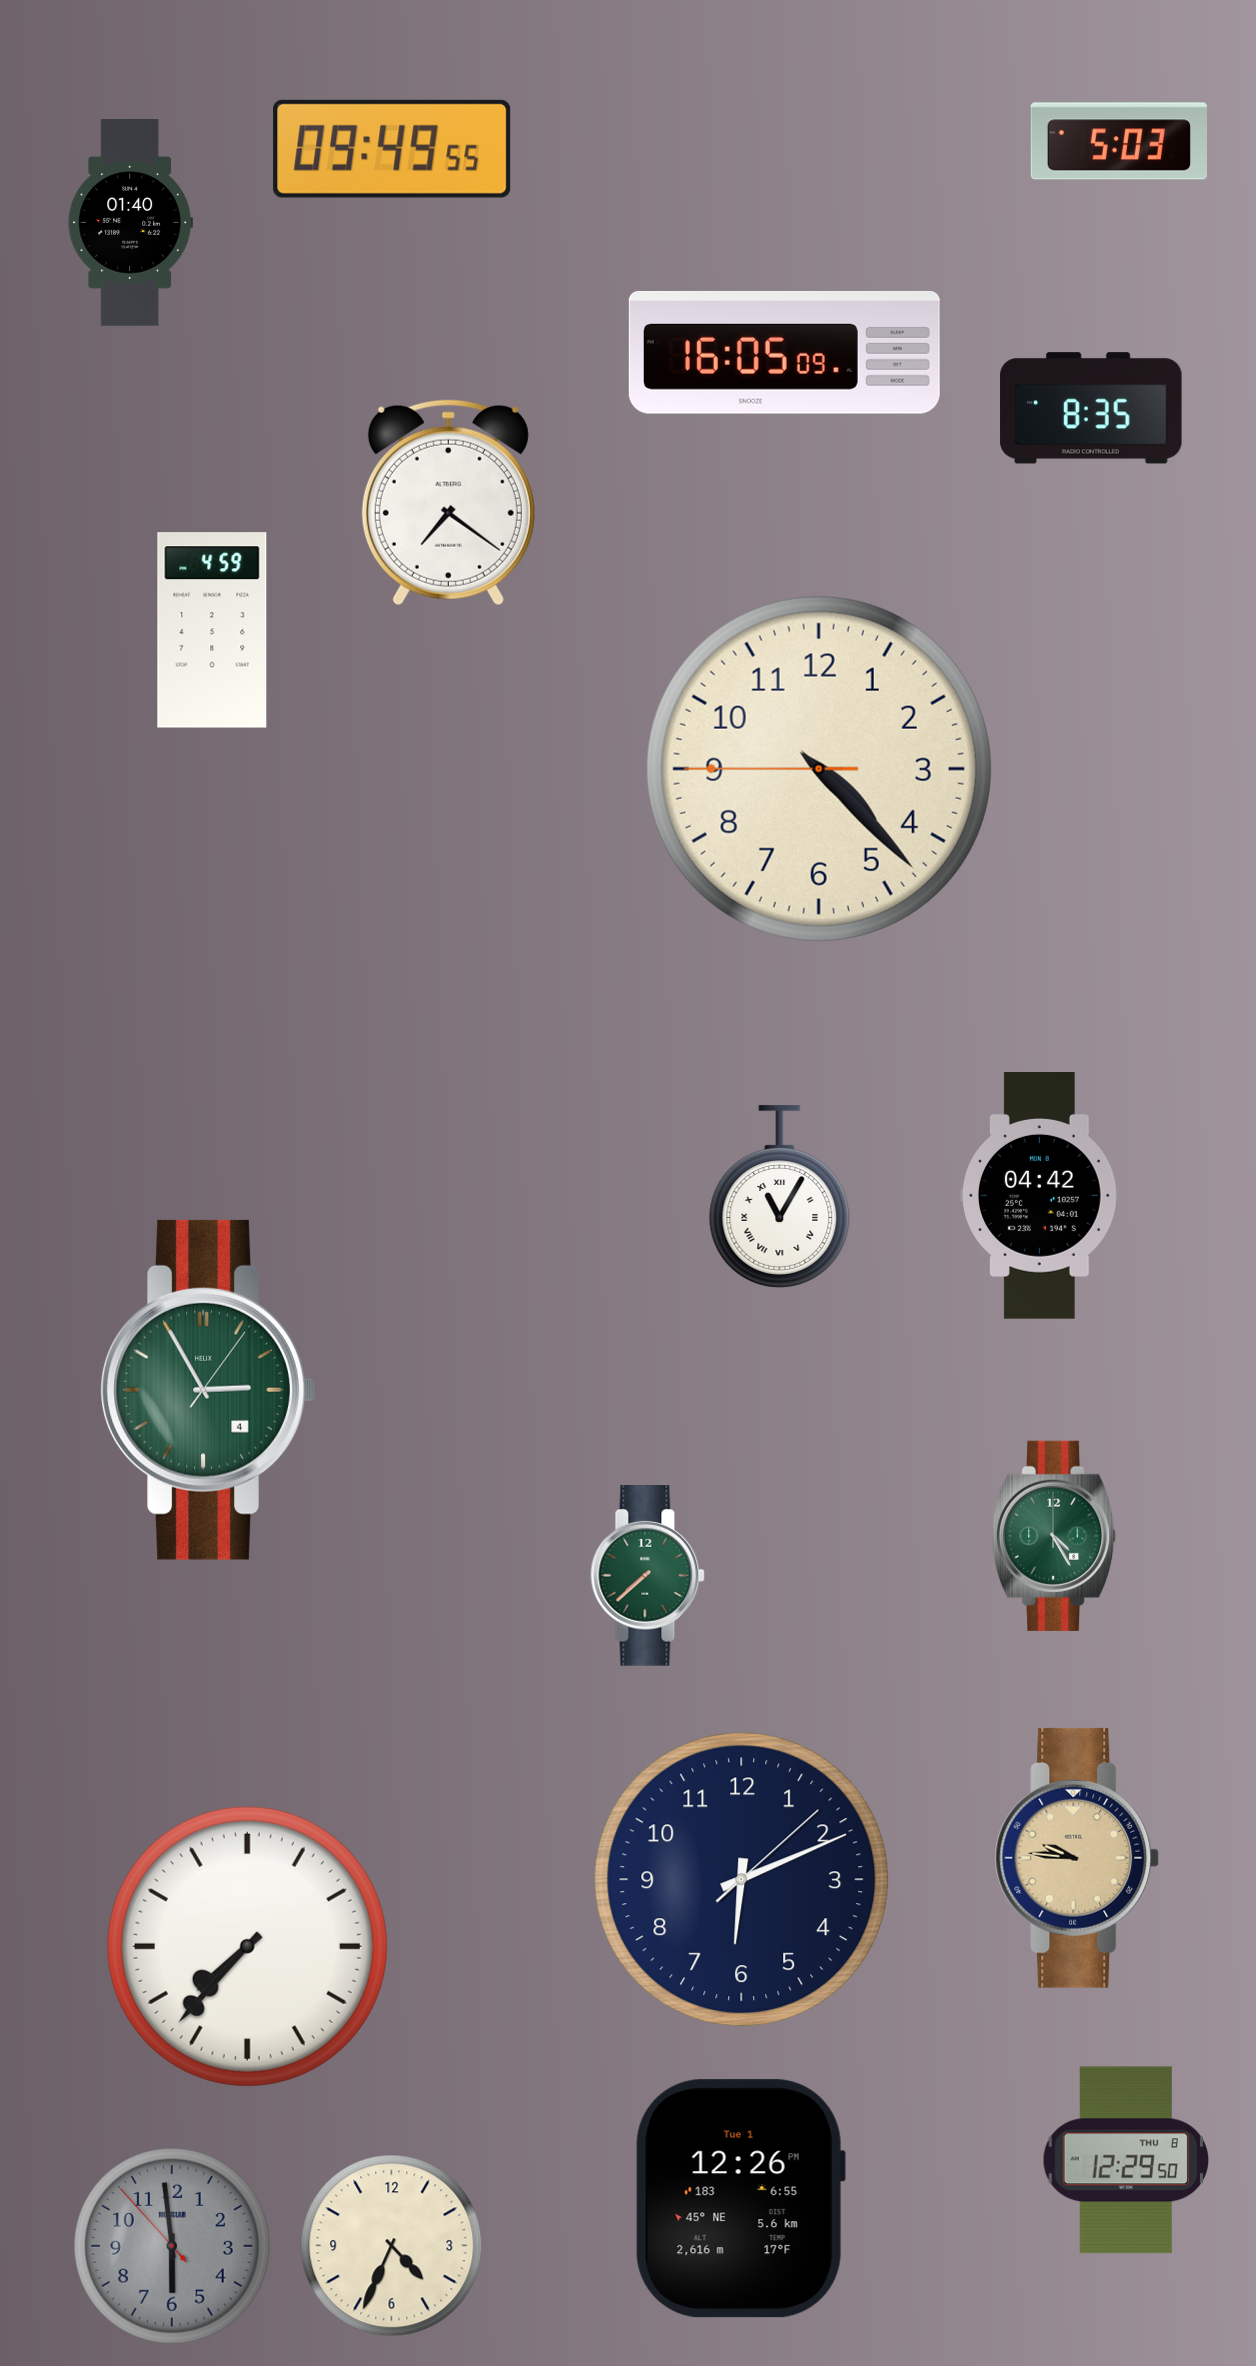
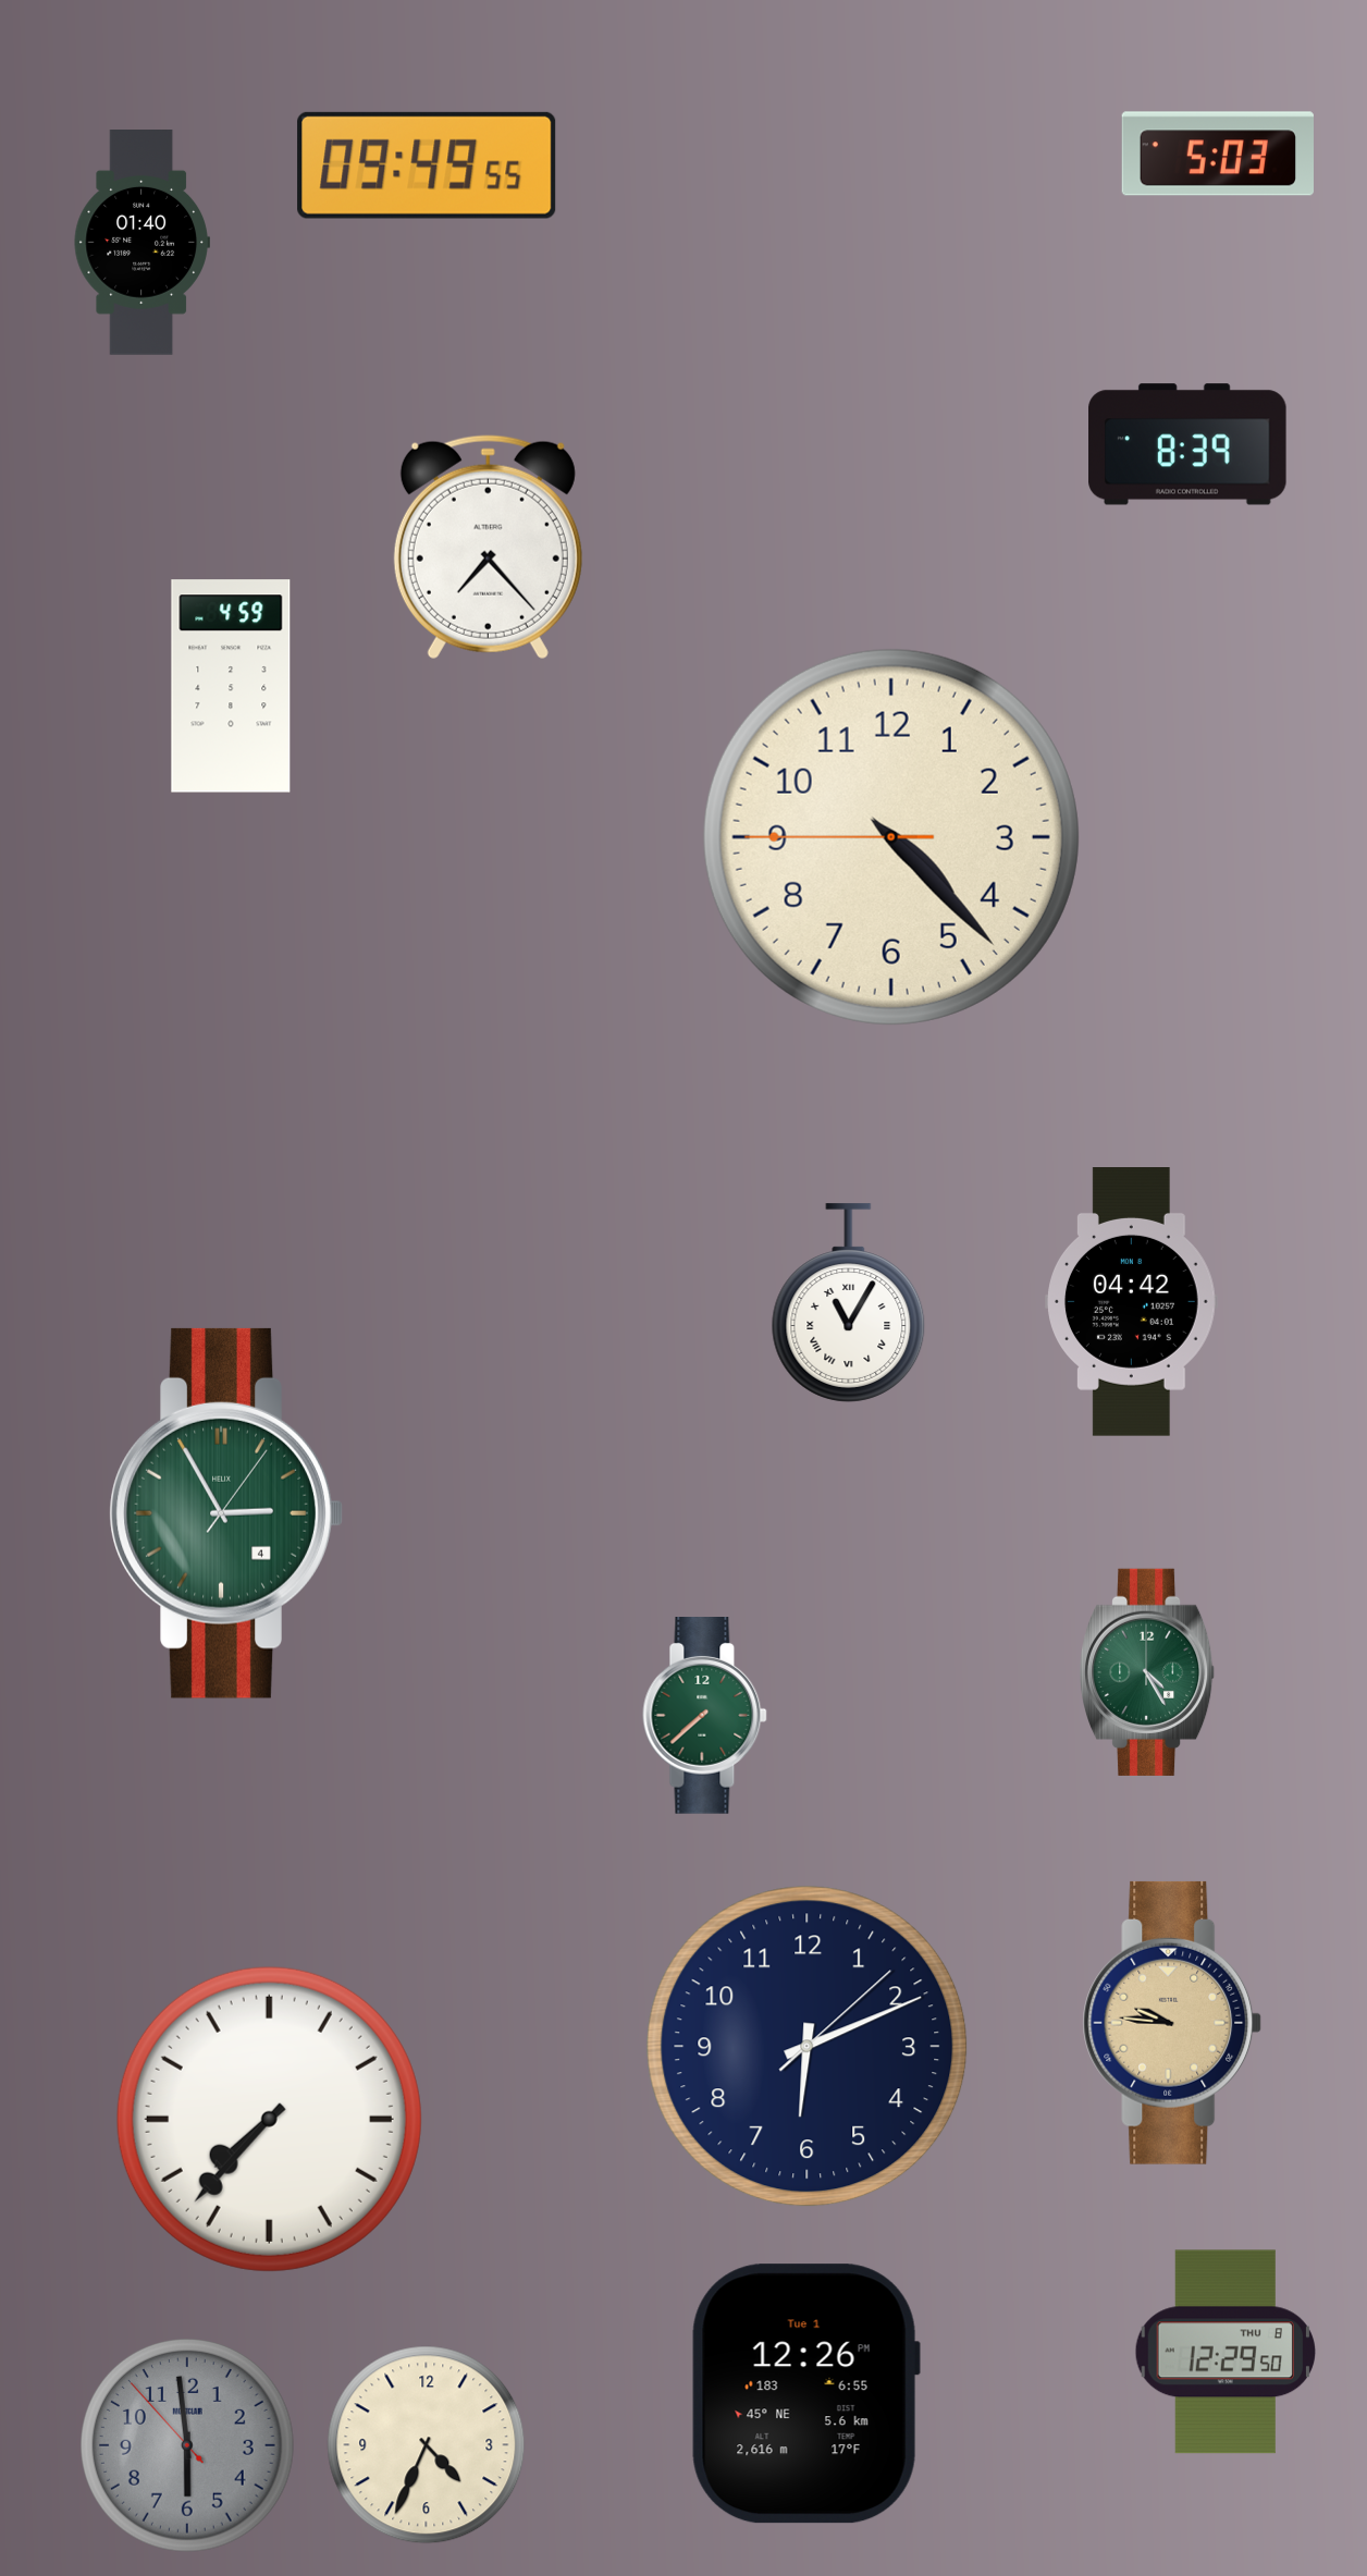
clock at (392, 149) position: (392, 149) -> (427, 165)
clock at (784, 352): 16:05 -> none
clock at (1091, 408): 8:35 -> 8:39
clock at (448, 503): 7:21 -> 7:23
